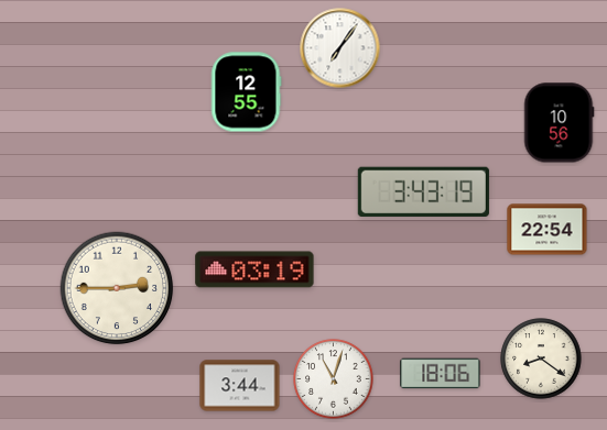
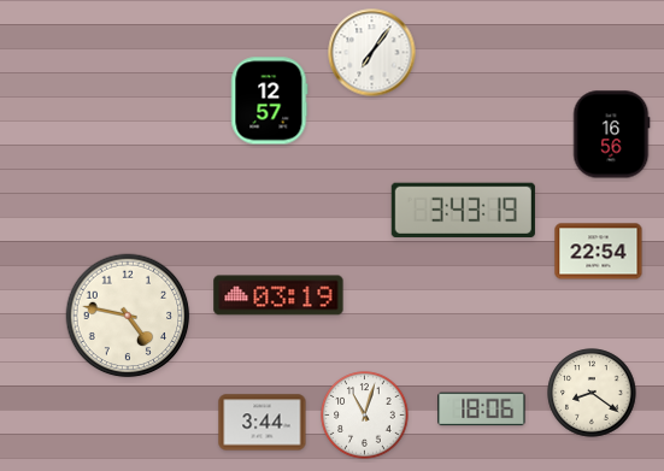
clock at (247, 92): 12:55 -> 12:57
clock at (560, 123): 10:56 -> 16:56
clock at (117, 288): 2:45 -> 4:47
